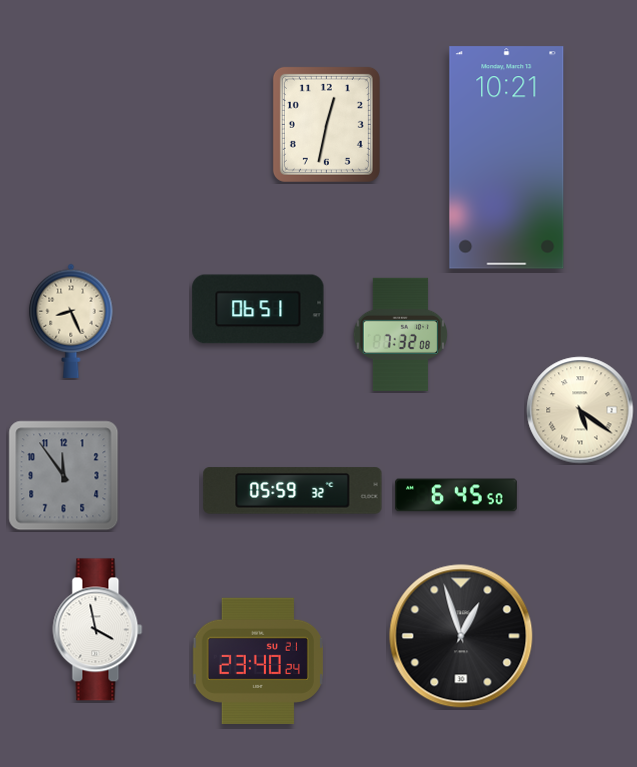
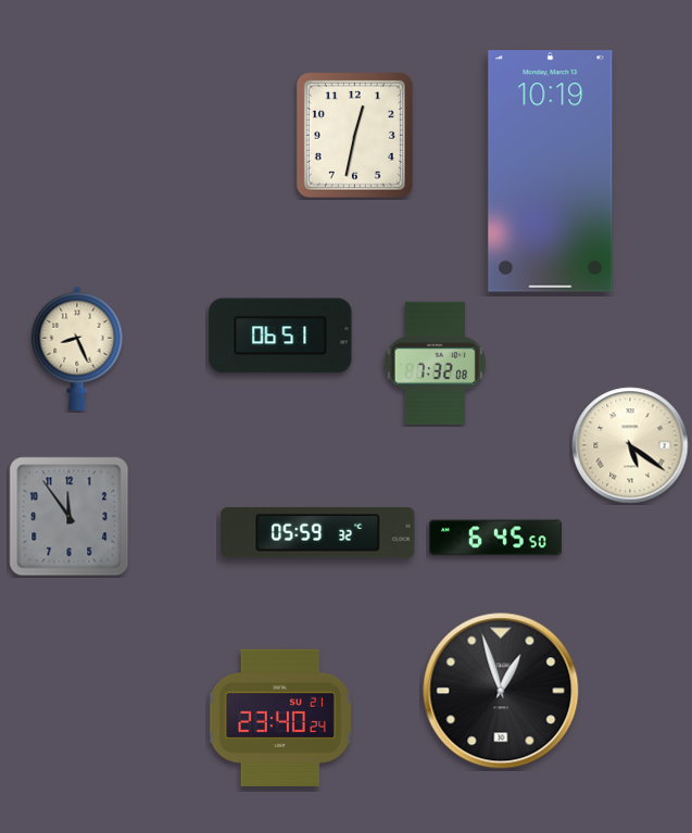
clock at (507, 158): 10:21 -> 10:19
clock at (98, 630): 3:58 -> none
